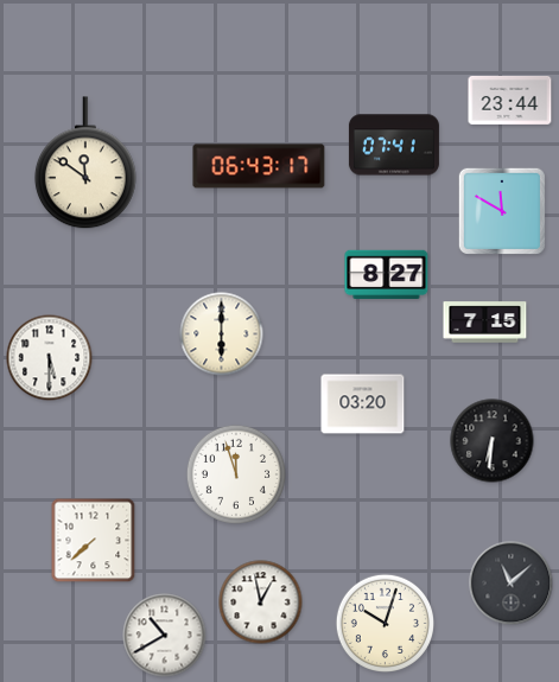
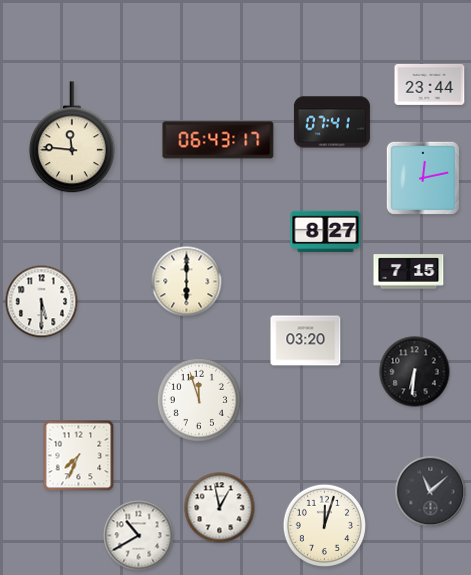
clock at (85, 164): 11:51 -> 11:46
clock at (502, 211): 11:50 -> 12:13
clock at (94, 541): 7:38 -> 7:34
clock at (385, 623): 10:03 -> 12:03
